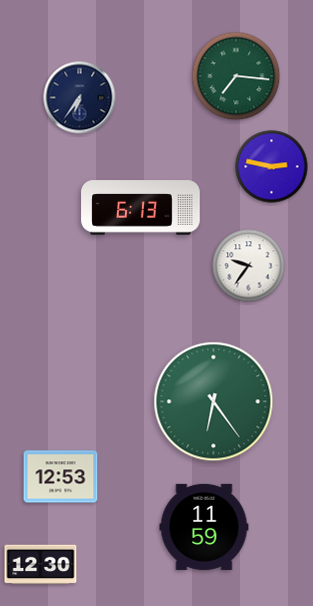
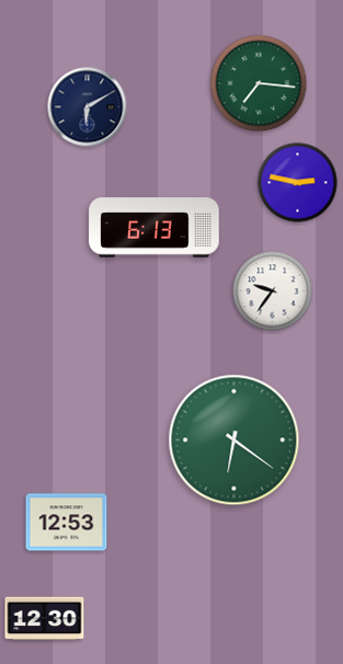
clock at (80, 98): 6:36 -> 6:10
clock at (214, 402): 6:24 -> 6:21
clock at (204, 527): 11:59 -> none
